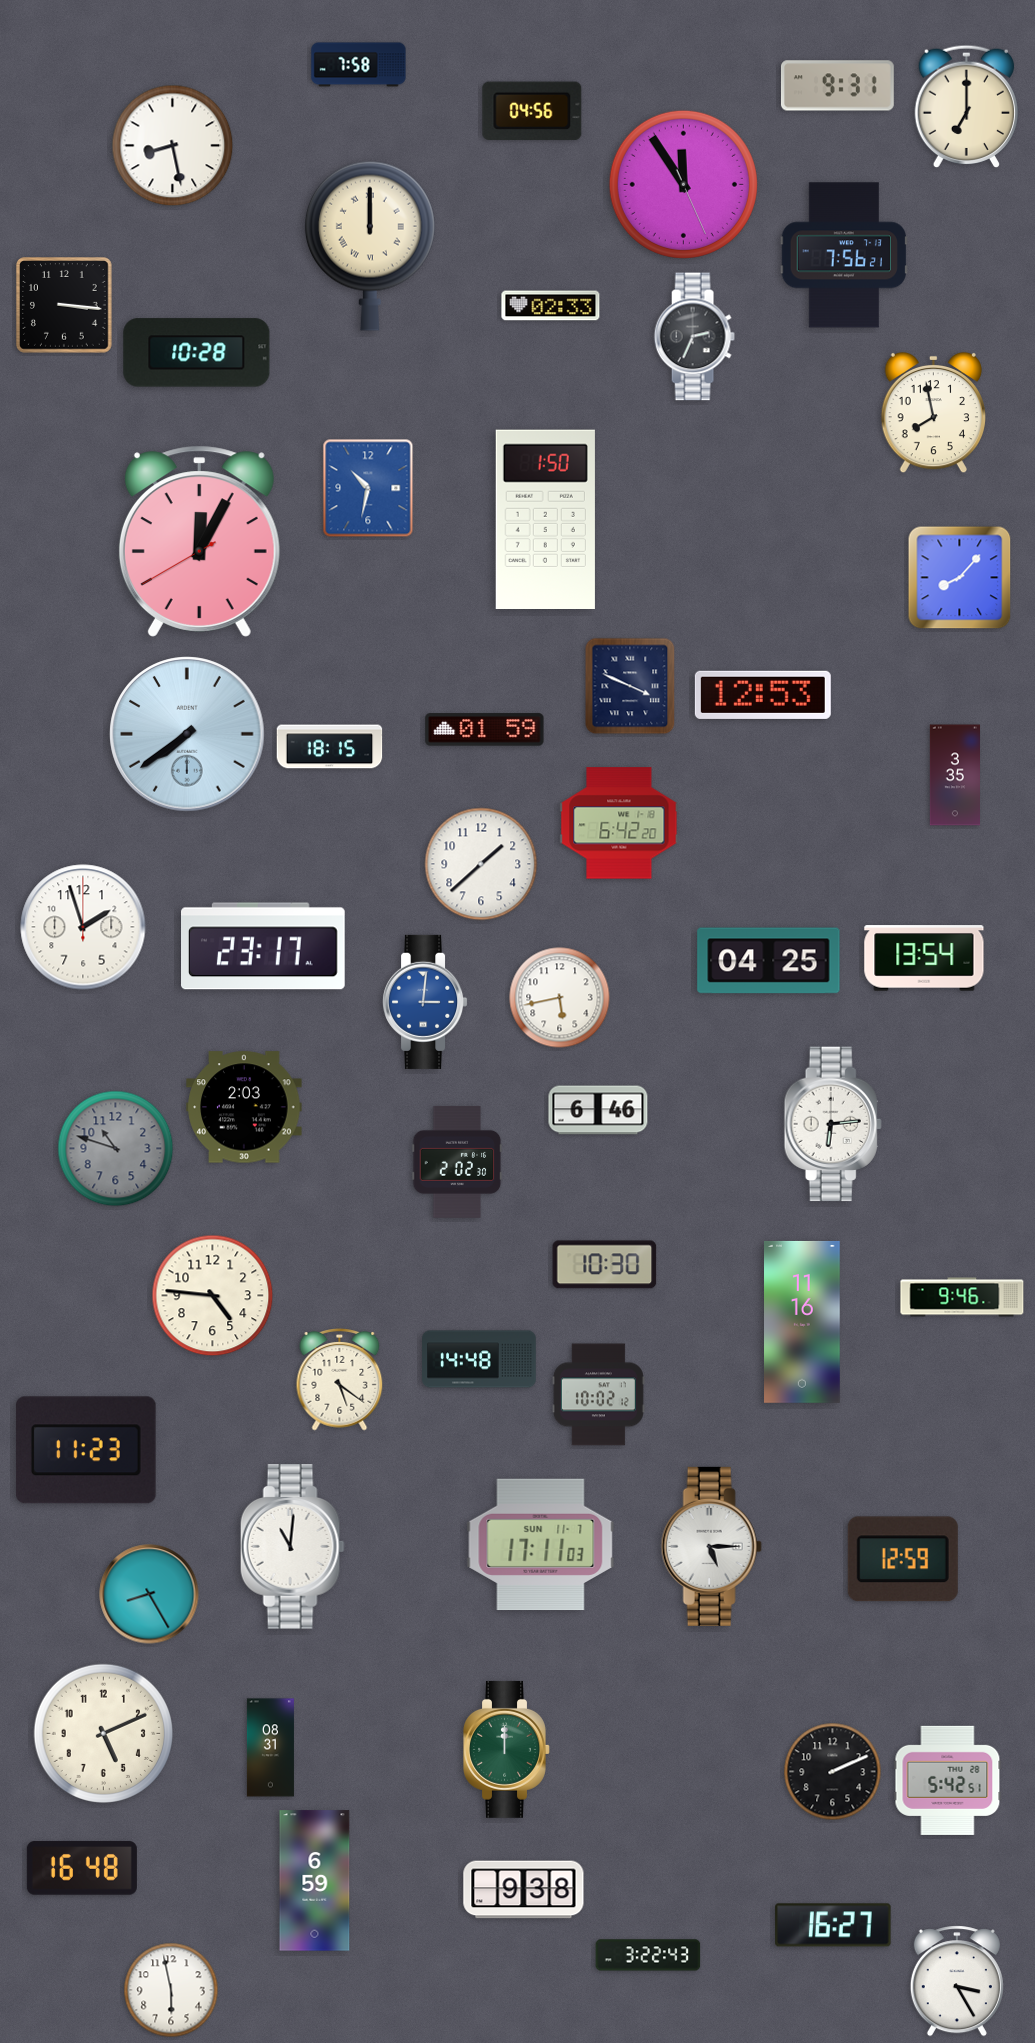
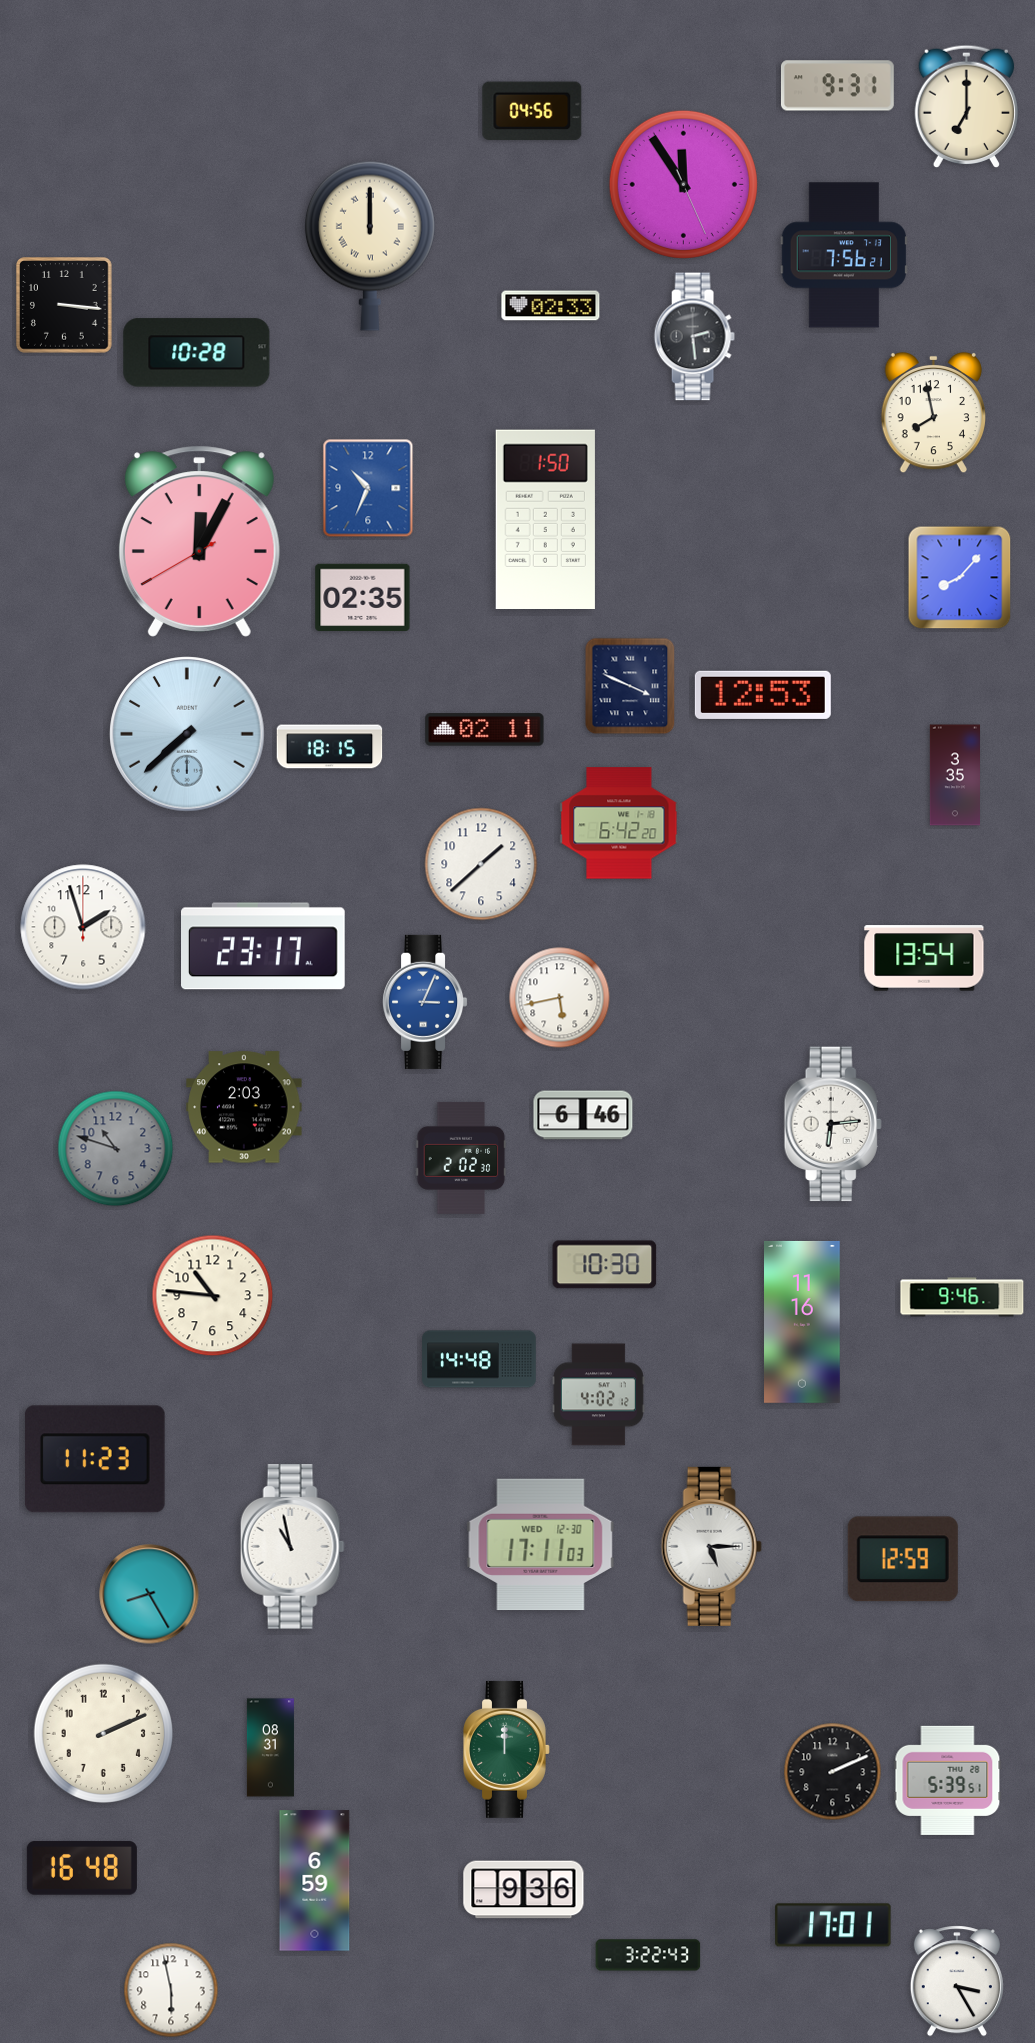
clock at (359, 65): 7:58 -> none
clock at (173, 146): 8:28 -> none
clock at (694, 337): 2:34 -> 2:29
clock at (368, 488): 10:32 -> 10:34
clock at (363, 597): none -> 02:35
clock at (485, 730): 01:59 -> 02:11
clock at (187, 734): 7:39 -> 7:38
clock at (769, 961): 04:25 -> none
clock at (426, 1002): 3:01 -> 3:04
clock at (598, 1110) position: (598, 1110) -> (583, 1115)
clock at (457, 1162) position: (457, 1162) -> (461, 1158)
clock at (213, 1296): 4:46 -> 10:46
clock at (340, 1380): 5:21 -> none
clock at (598, 1395): 10:02 -> 4:02
clock at (86, 1450) position: (86, 1450) -> (95, 1459)
clock at (541, 1545) date: SUN 11-7 -> WED 12-30
clock at (292, 1547): 11:01 -> 10:58
clock at (104, 1734): 5:11 -> 2:11
clock at (948, 1780): 5:42 -> 5:39
clock at (524, 1890): 9:38 -> 9:36
clock at (833, 1925): 16:27 -> 17:01
